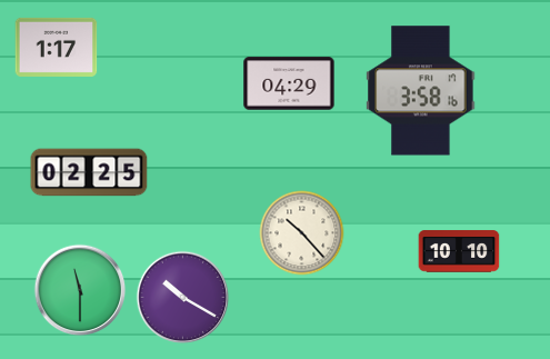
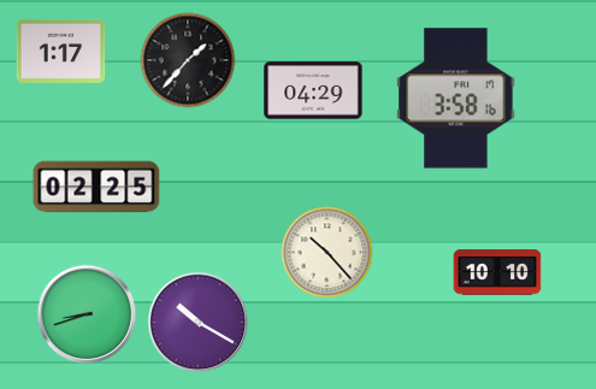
clock at (188, 60): none -> 1:37
clock at (80, 290): 11:30 -> 8:42
